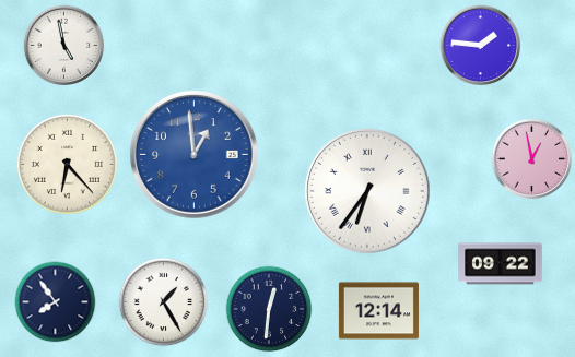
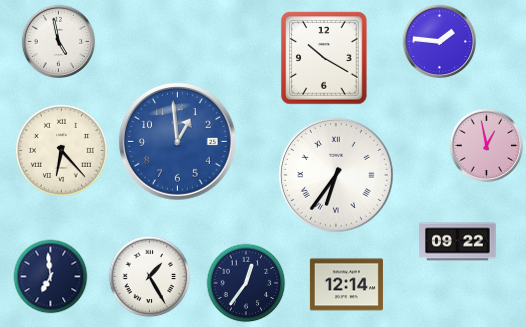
clock at (324, 58): none -> 10:20
clock at (56, 302): 7:54 -> 6:59
clock at (269, 309): 12:31 -> 12:36
